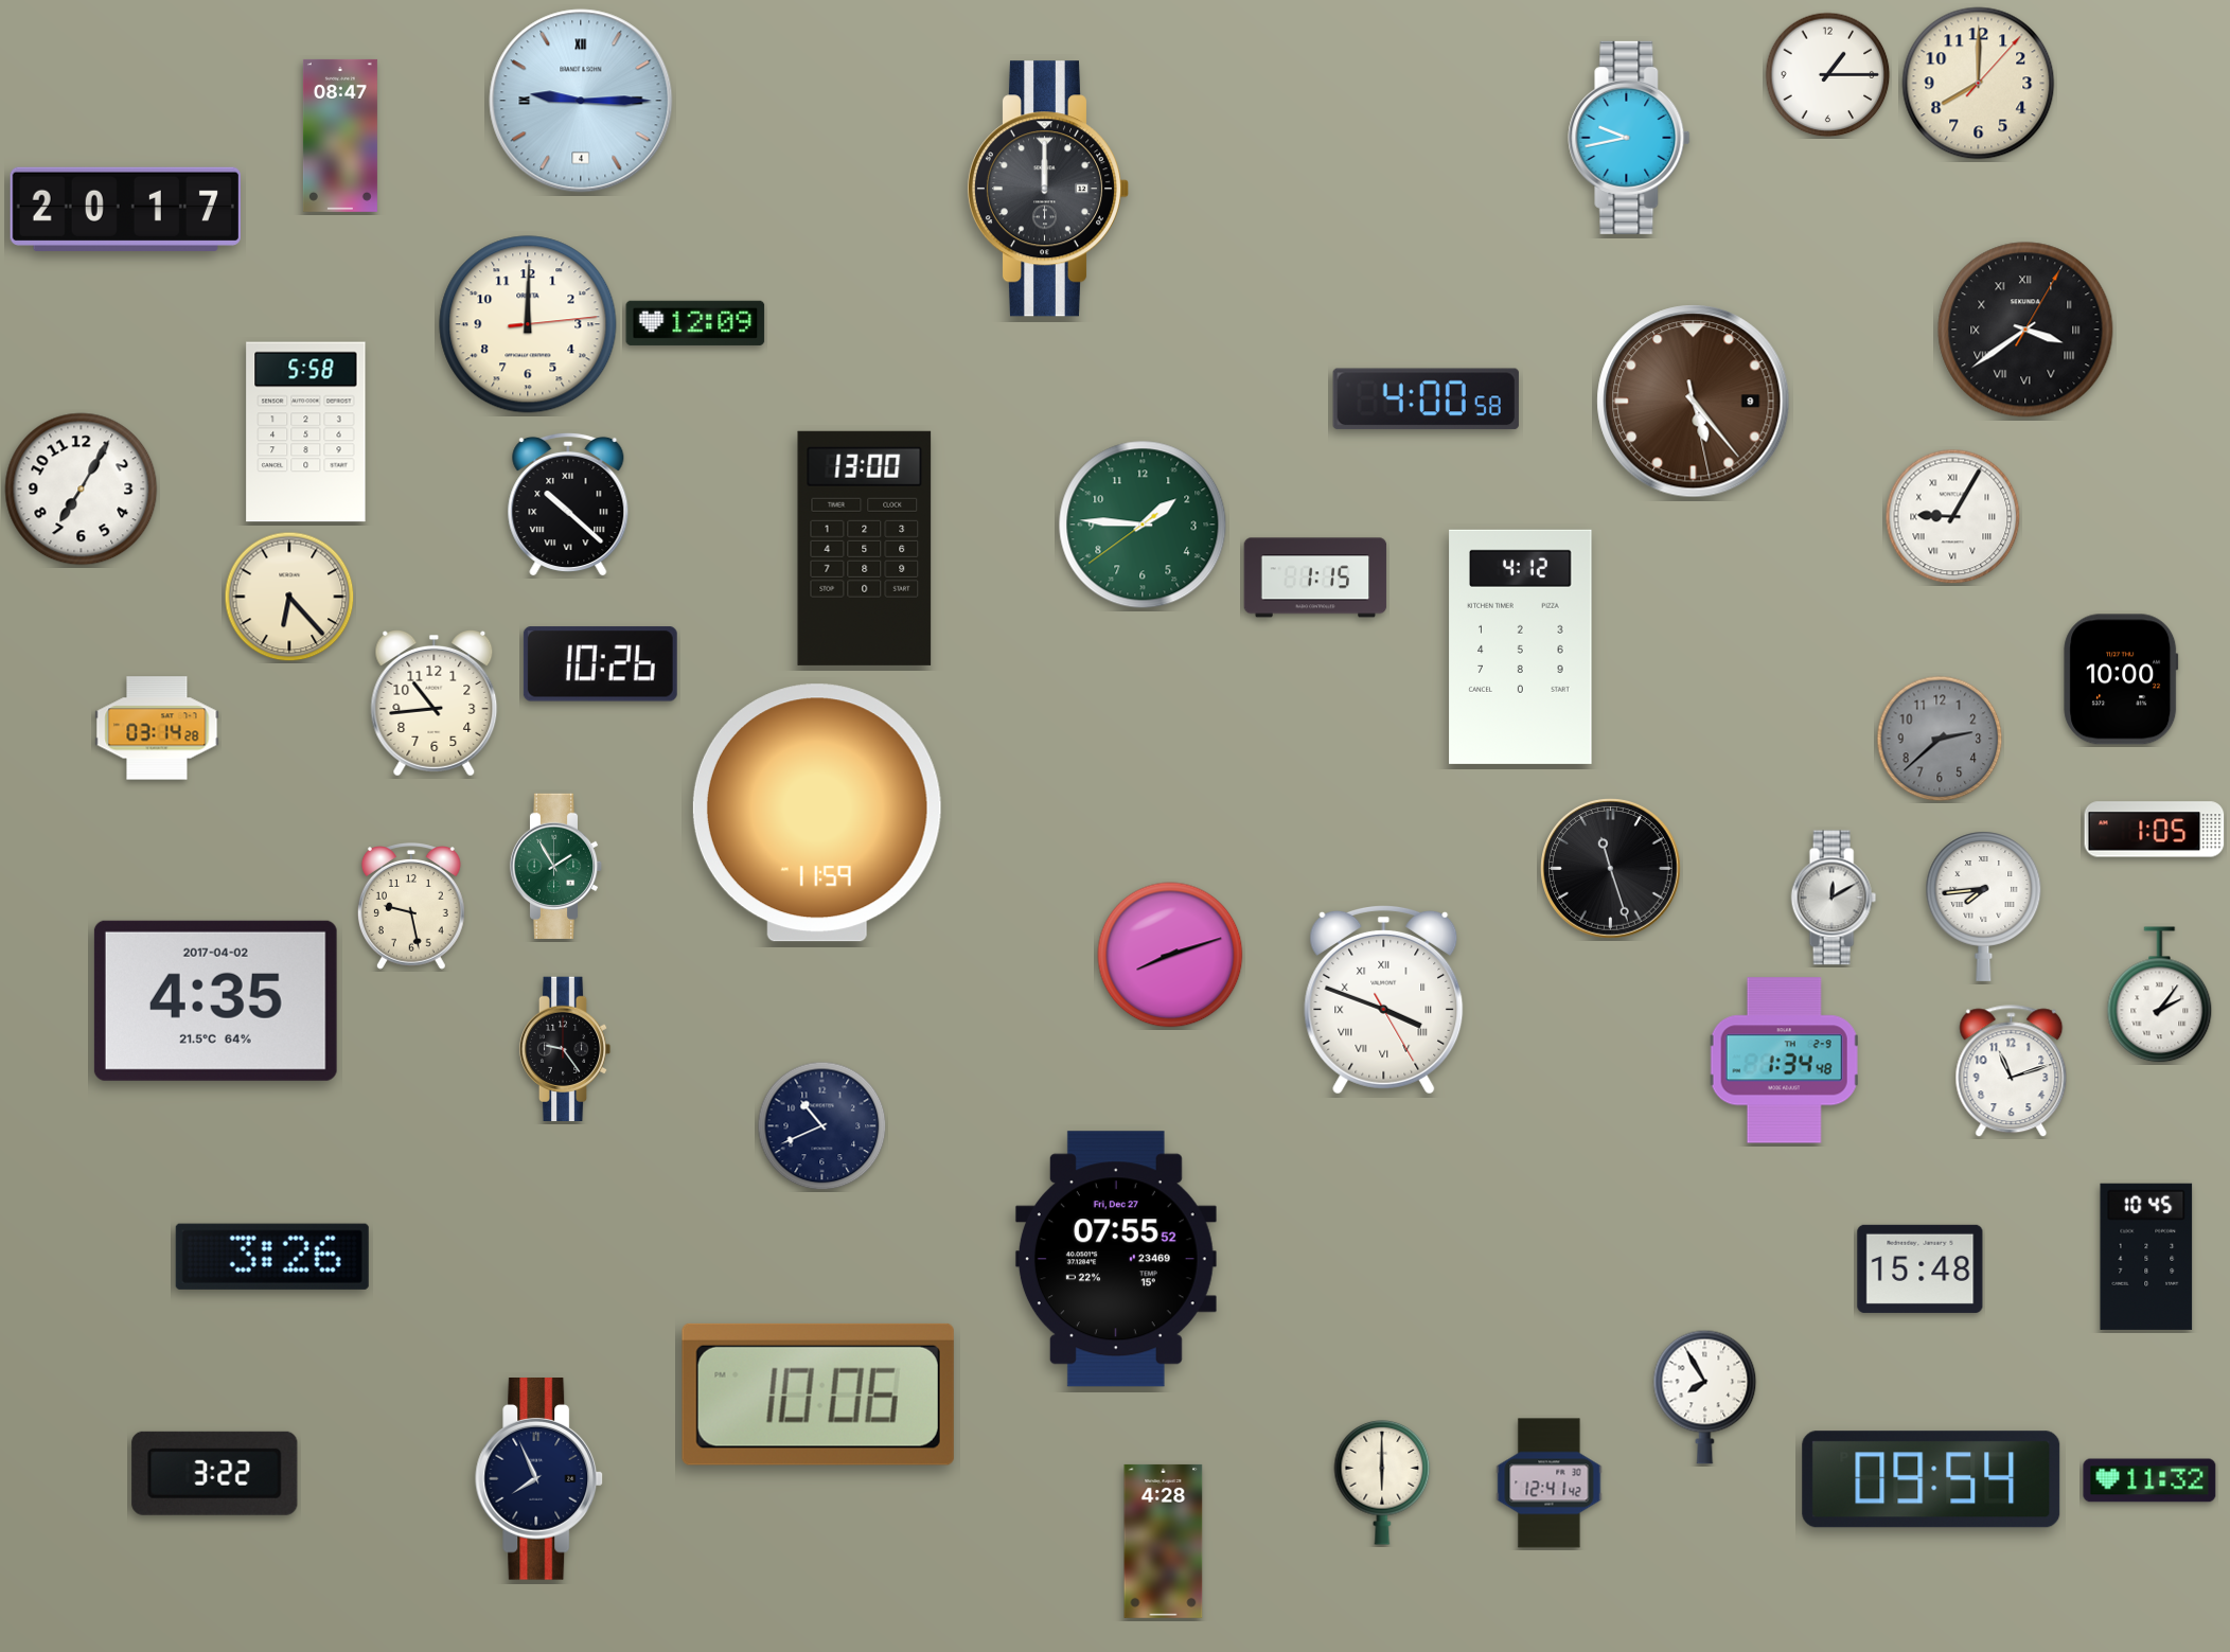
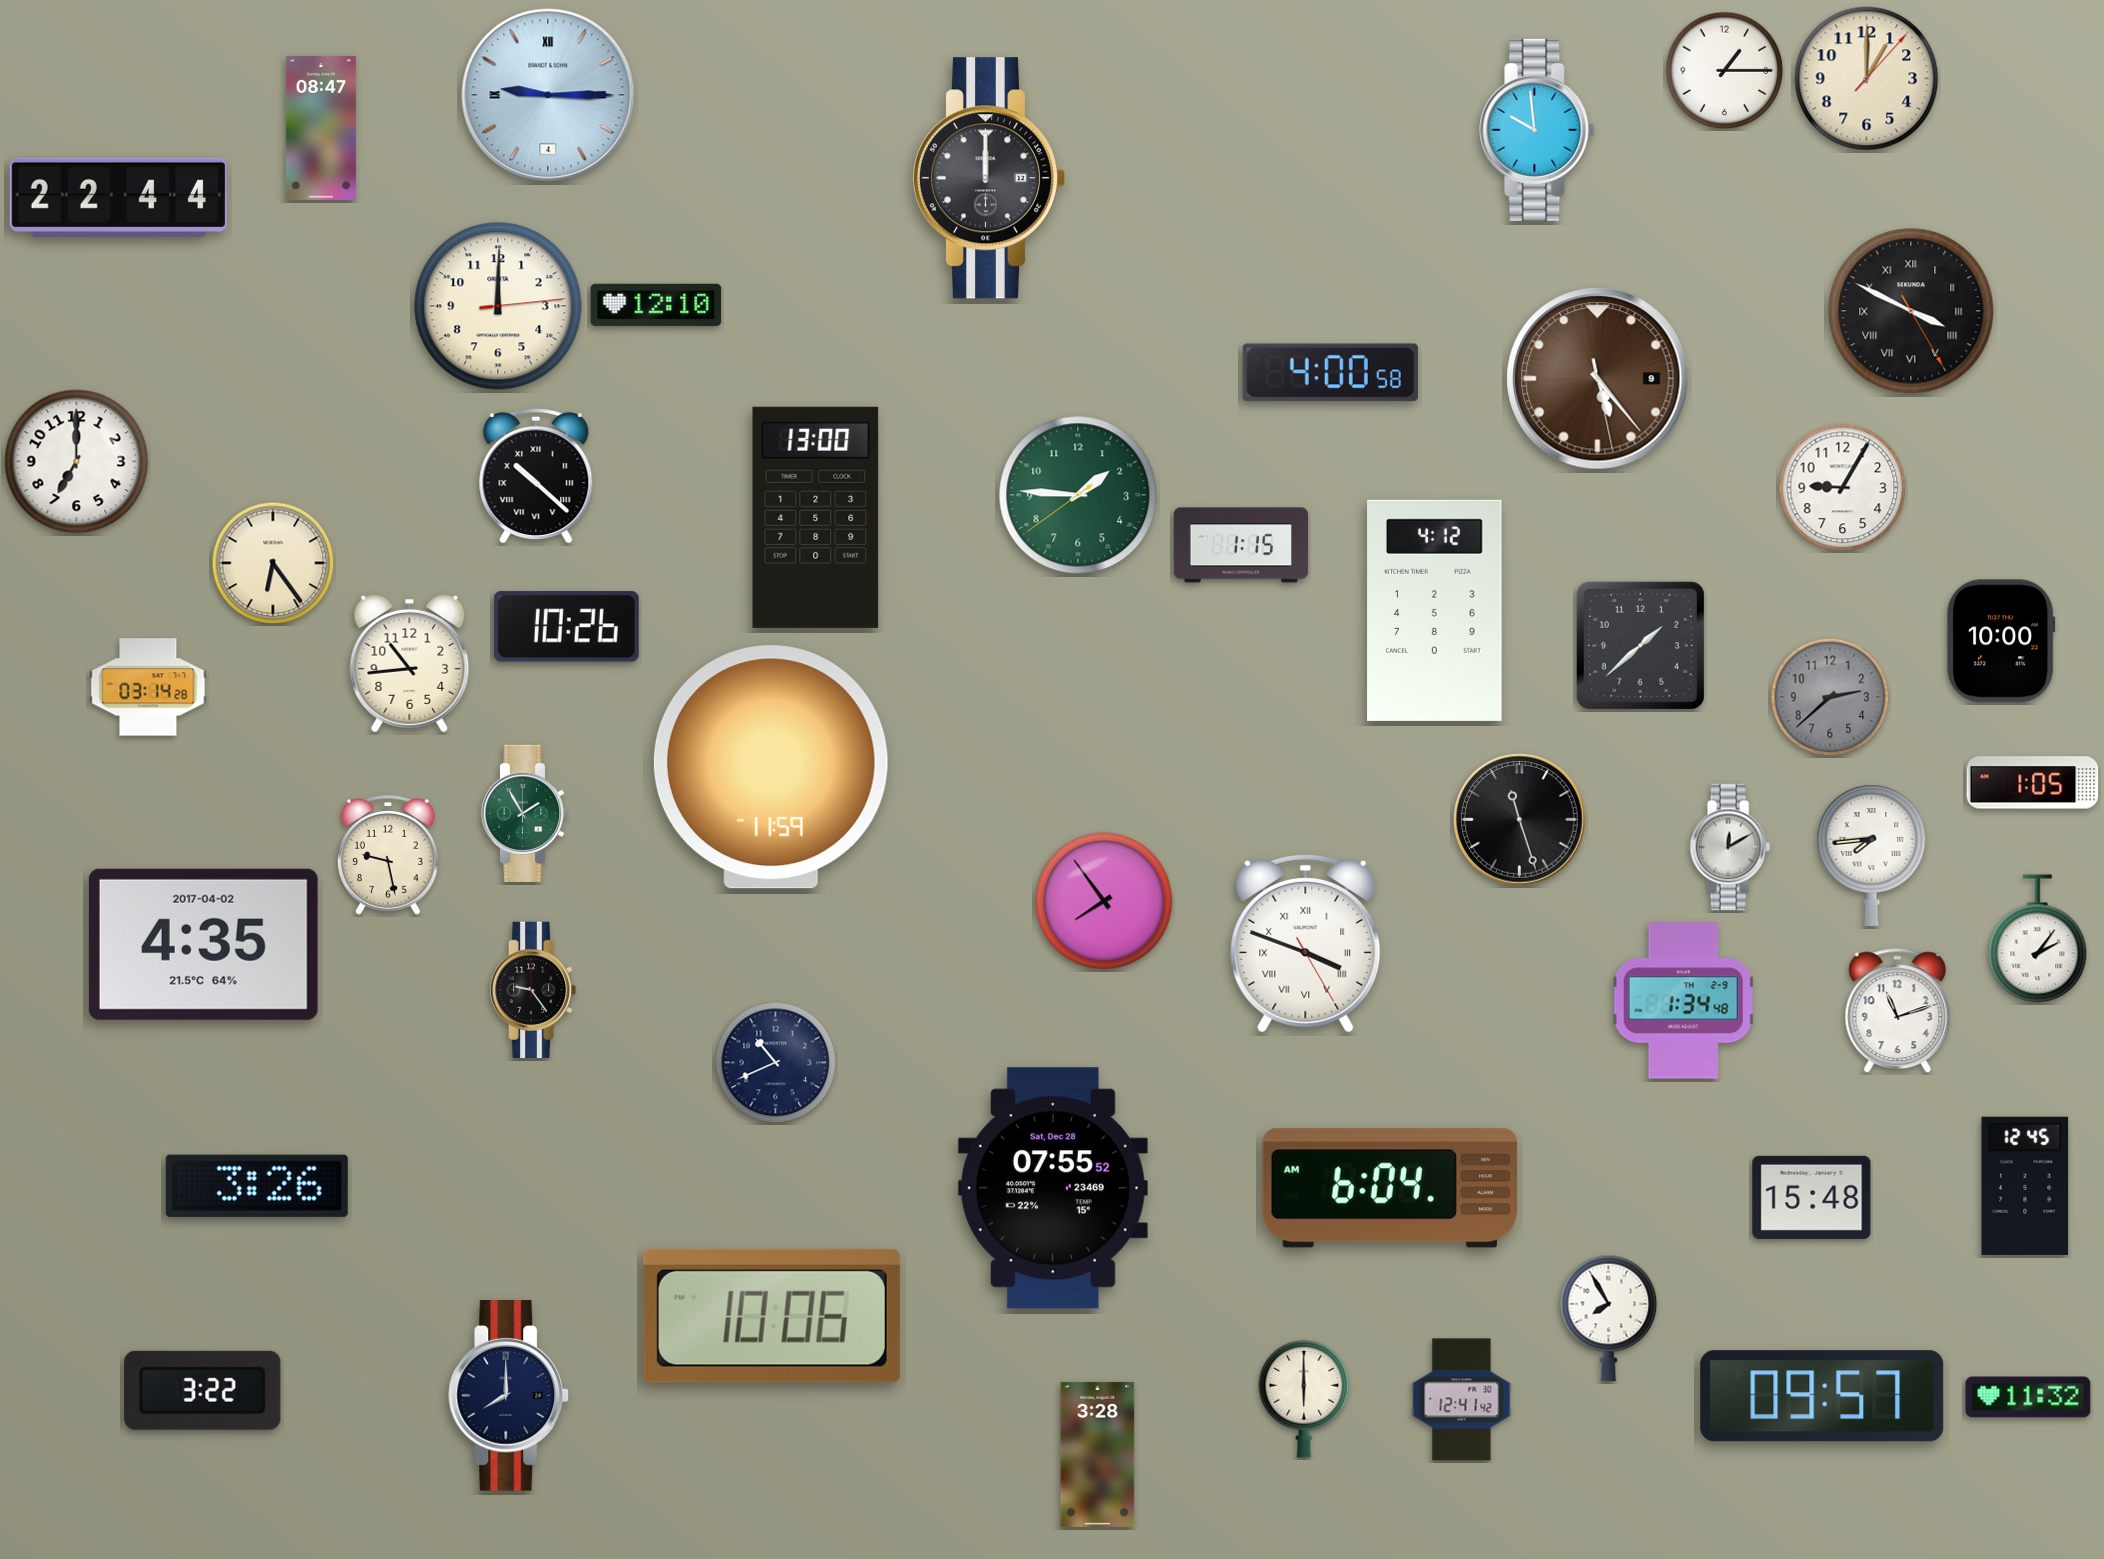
clock at (1979, 84): 8:00 -> 1:00
clock at (1629, 138): 9:43 -> 9:59
clock at (125, 209): 20:17 -> 22:44
clock at (695, 323): 12:09 -> 12:10
clock at (2025, 330): 3:39 -> 3:49
clock at (1426, 399) position: (1426, 399) -> (1330, 373)
clock at (306, 432): 5:58 -> none
clock at (82, 490): 7:05 -> 7:00
clock at (1953, 517) numerals: Roman -> Arabic
clock at (289, 597): 6:23 -> 6:24
clock at (1640, 645): none -> 1:38
clock at (556, 866) position: (556, 866) -> (525, 813)
clock at (1170, 955): 8:12 -> 7:54
clock at (2146, 1257): 10:45 -> 12:45
clock at (1116, 1259) date: Fri, Dec 27 -> Sat, Dec 28
clock at (1389, 1188): none -> 6:04
clock at (539, 1479): 7:56 -> 8:00
clock at (1931, 1479): 09:54 -> 09:57
clock at (1164, 1541): 4:28 -> 3:28
